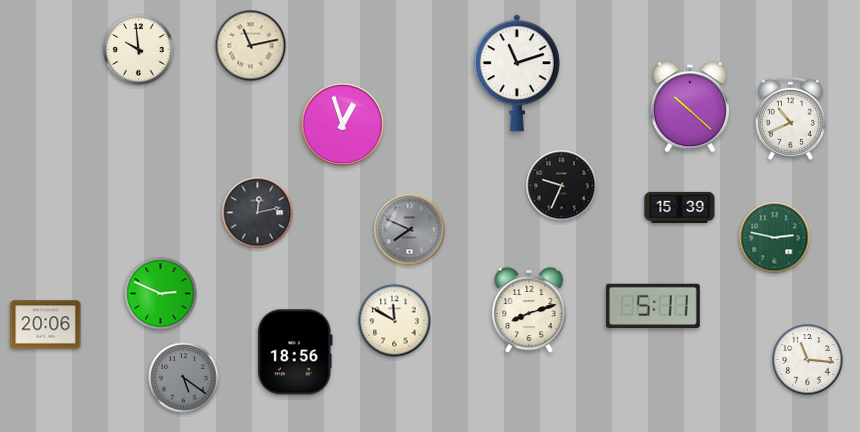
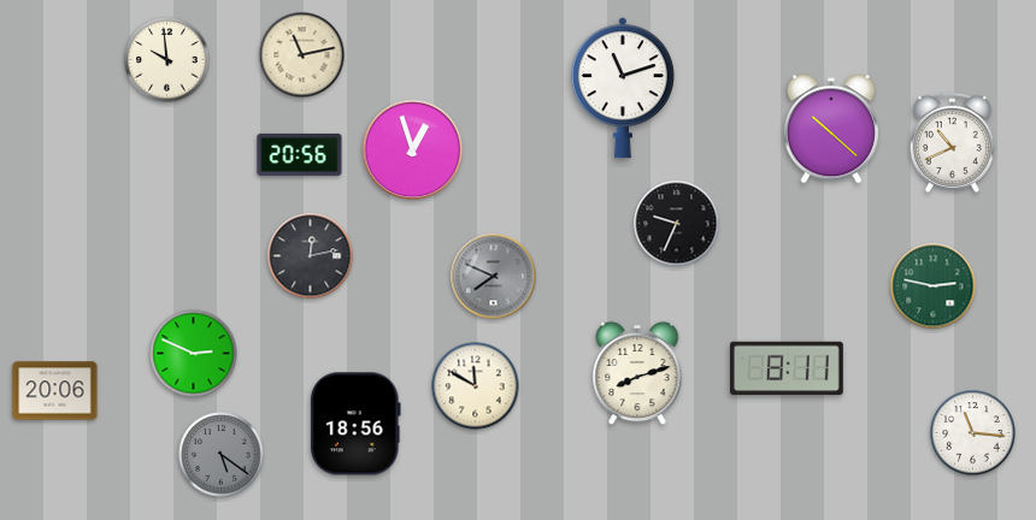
clock at (300, 154): none -> 20:56
clock at (680, 207): 15:39 -> none
clock at (653, 306): 5:11 -> 8:11
